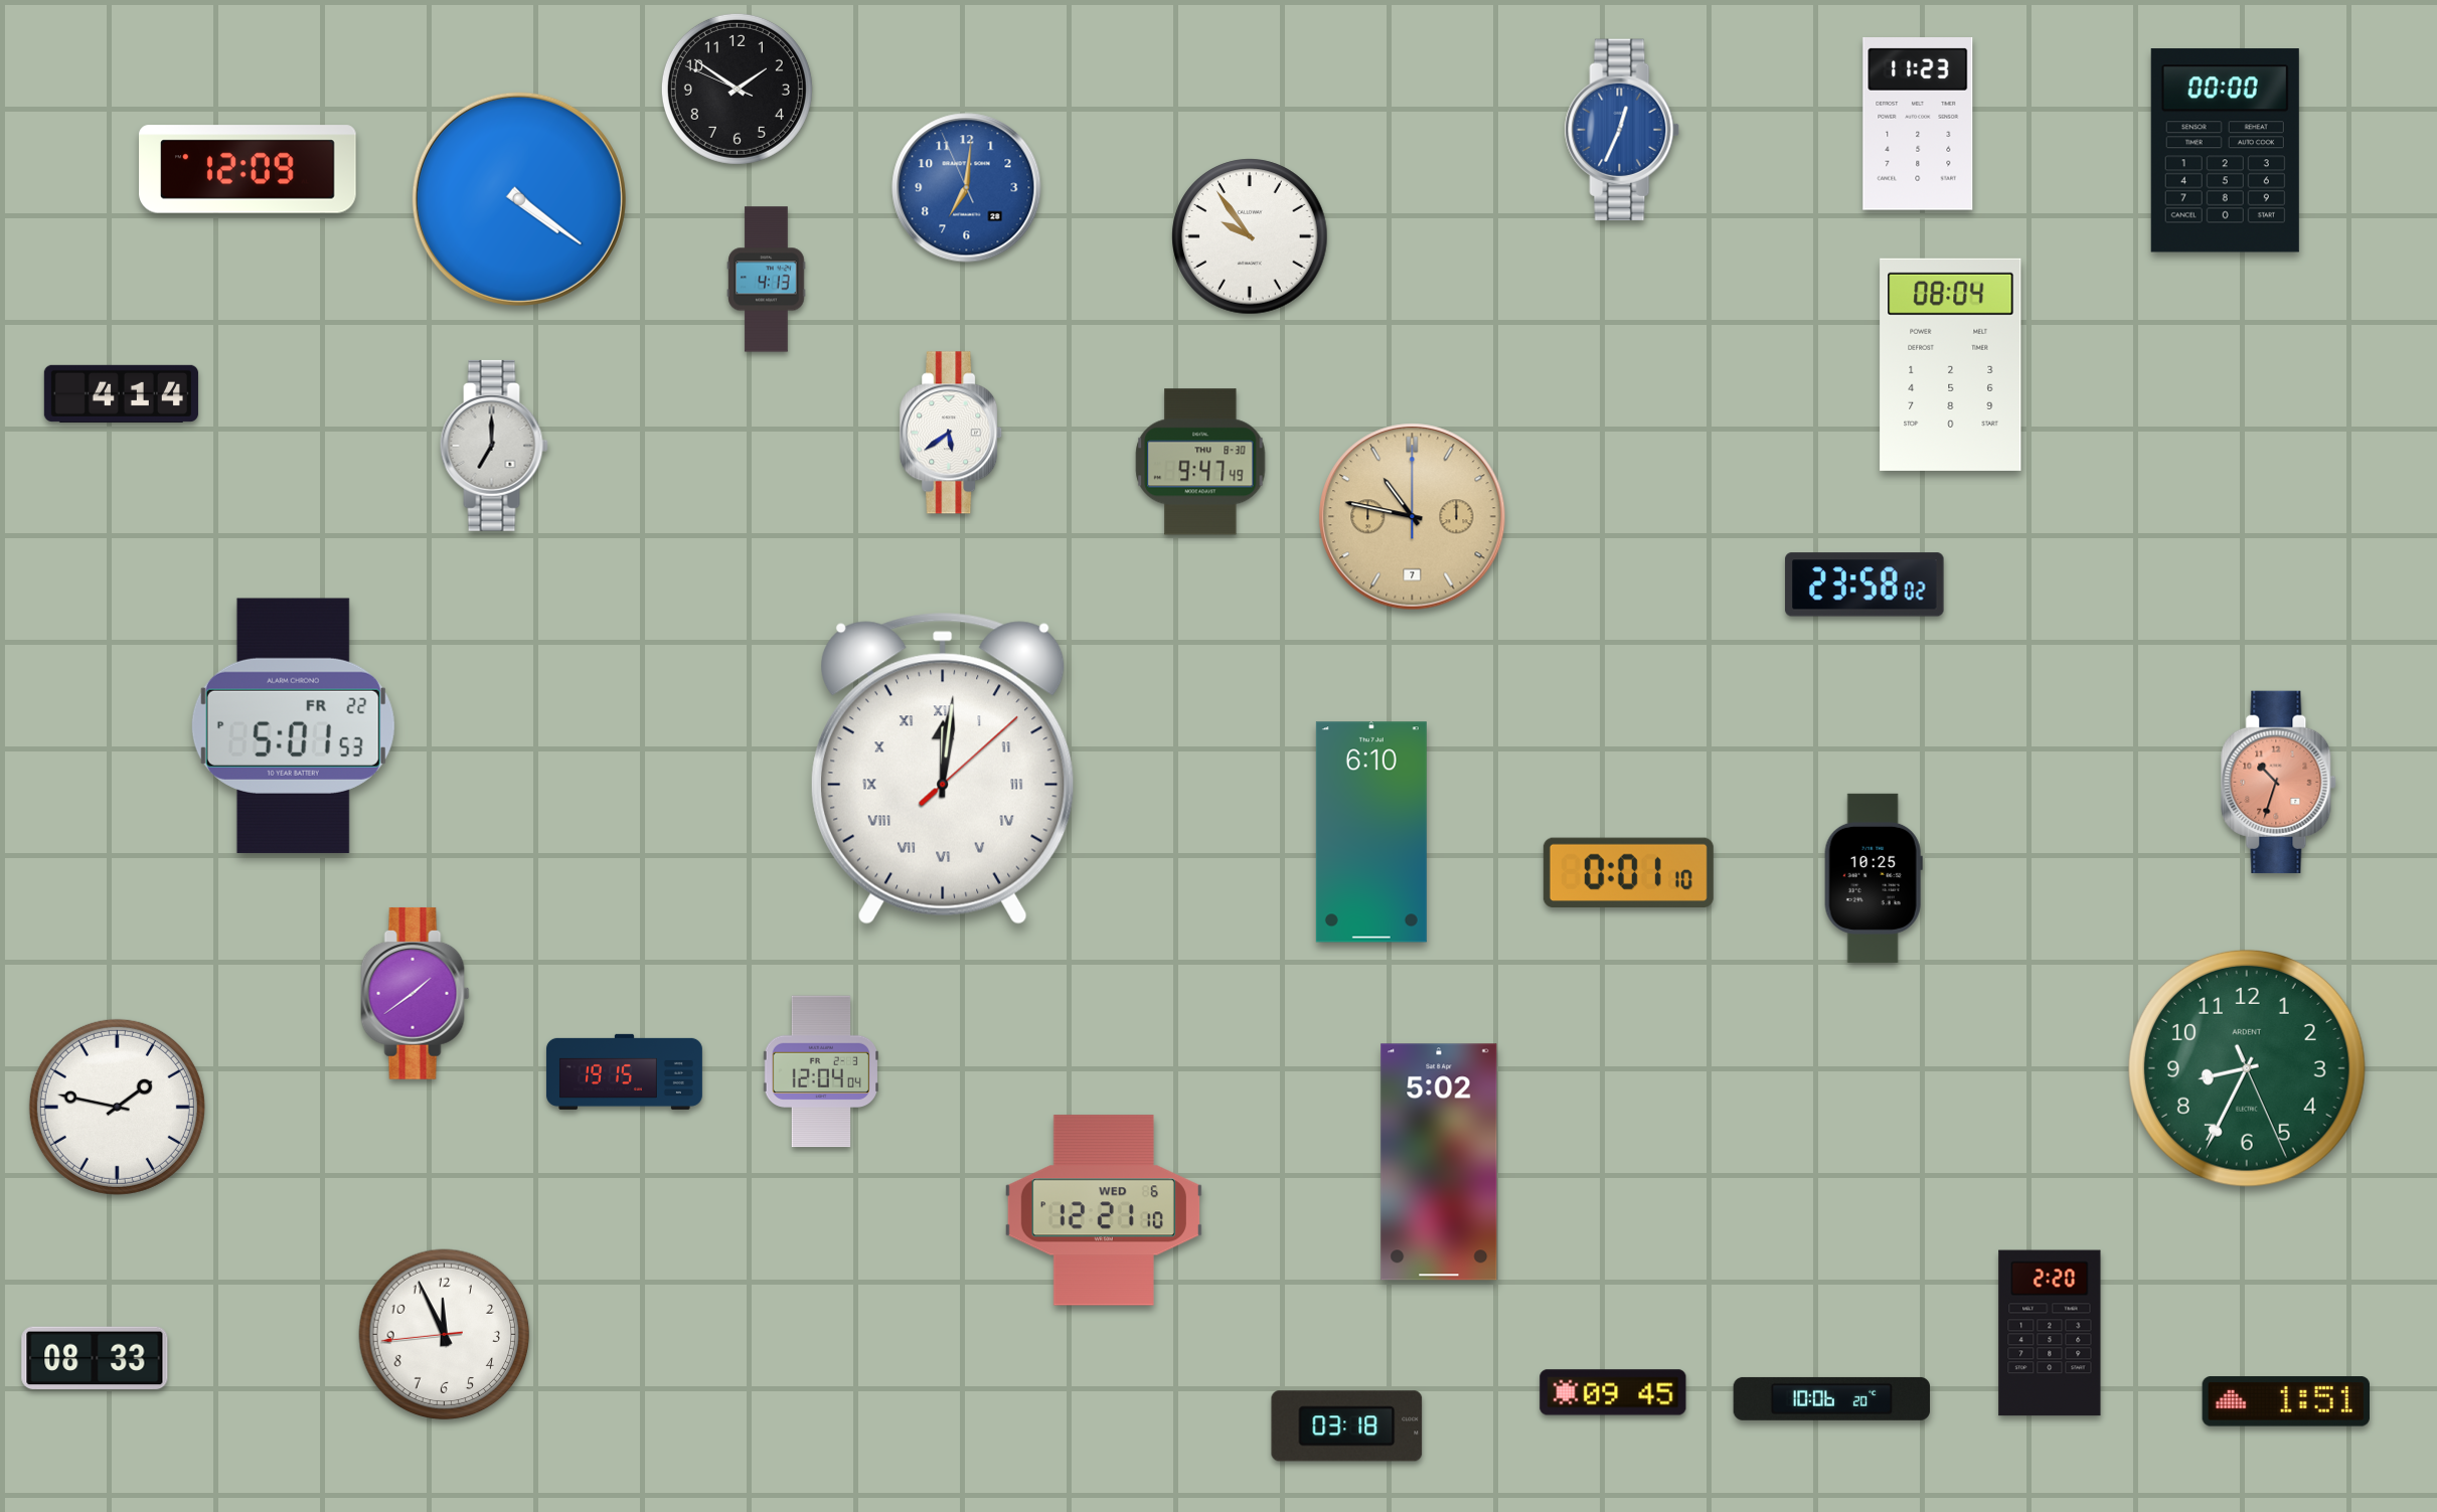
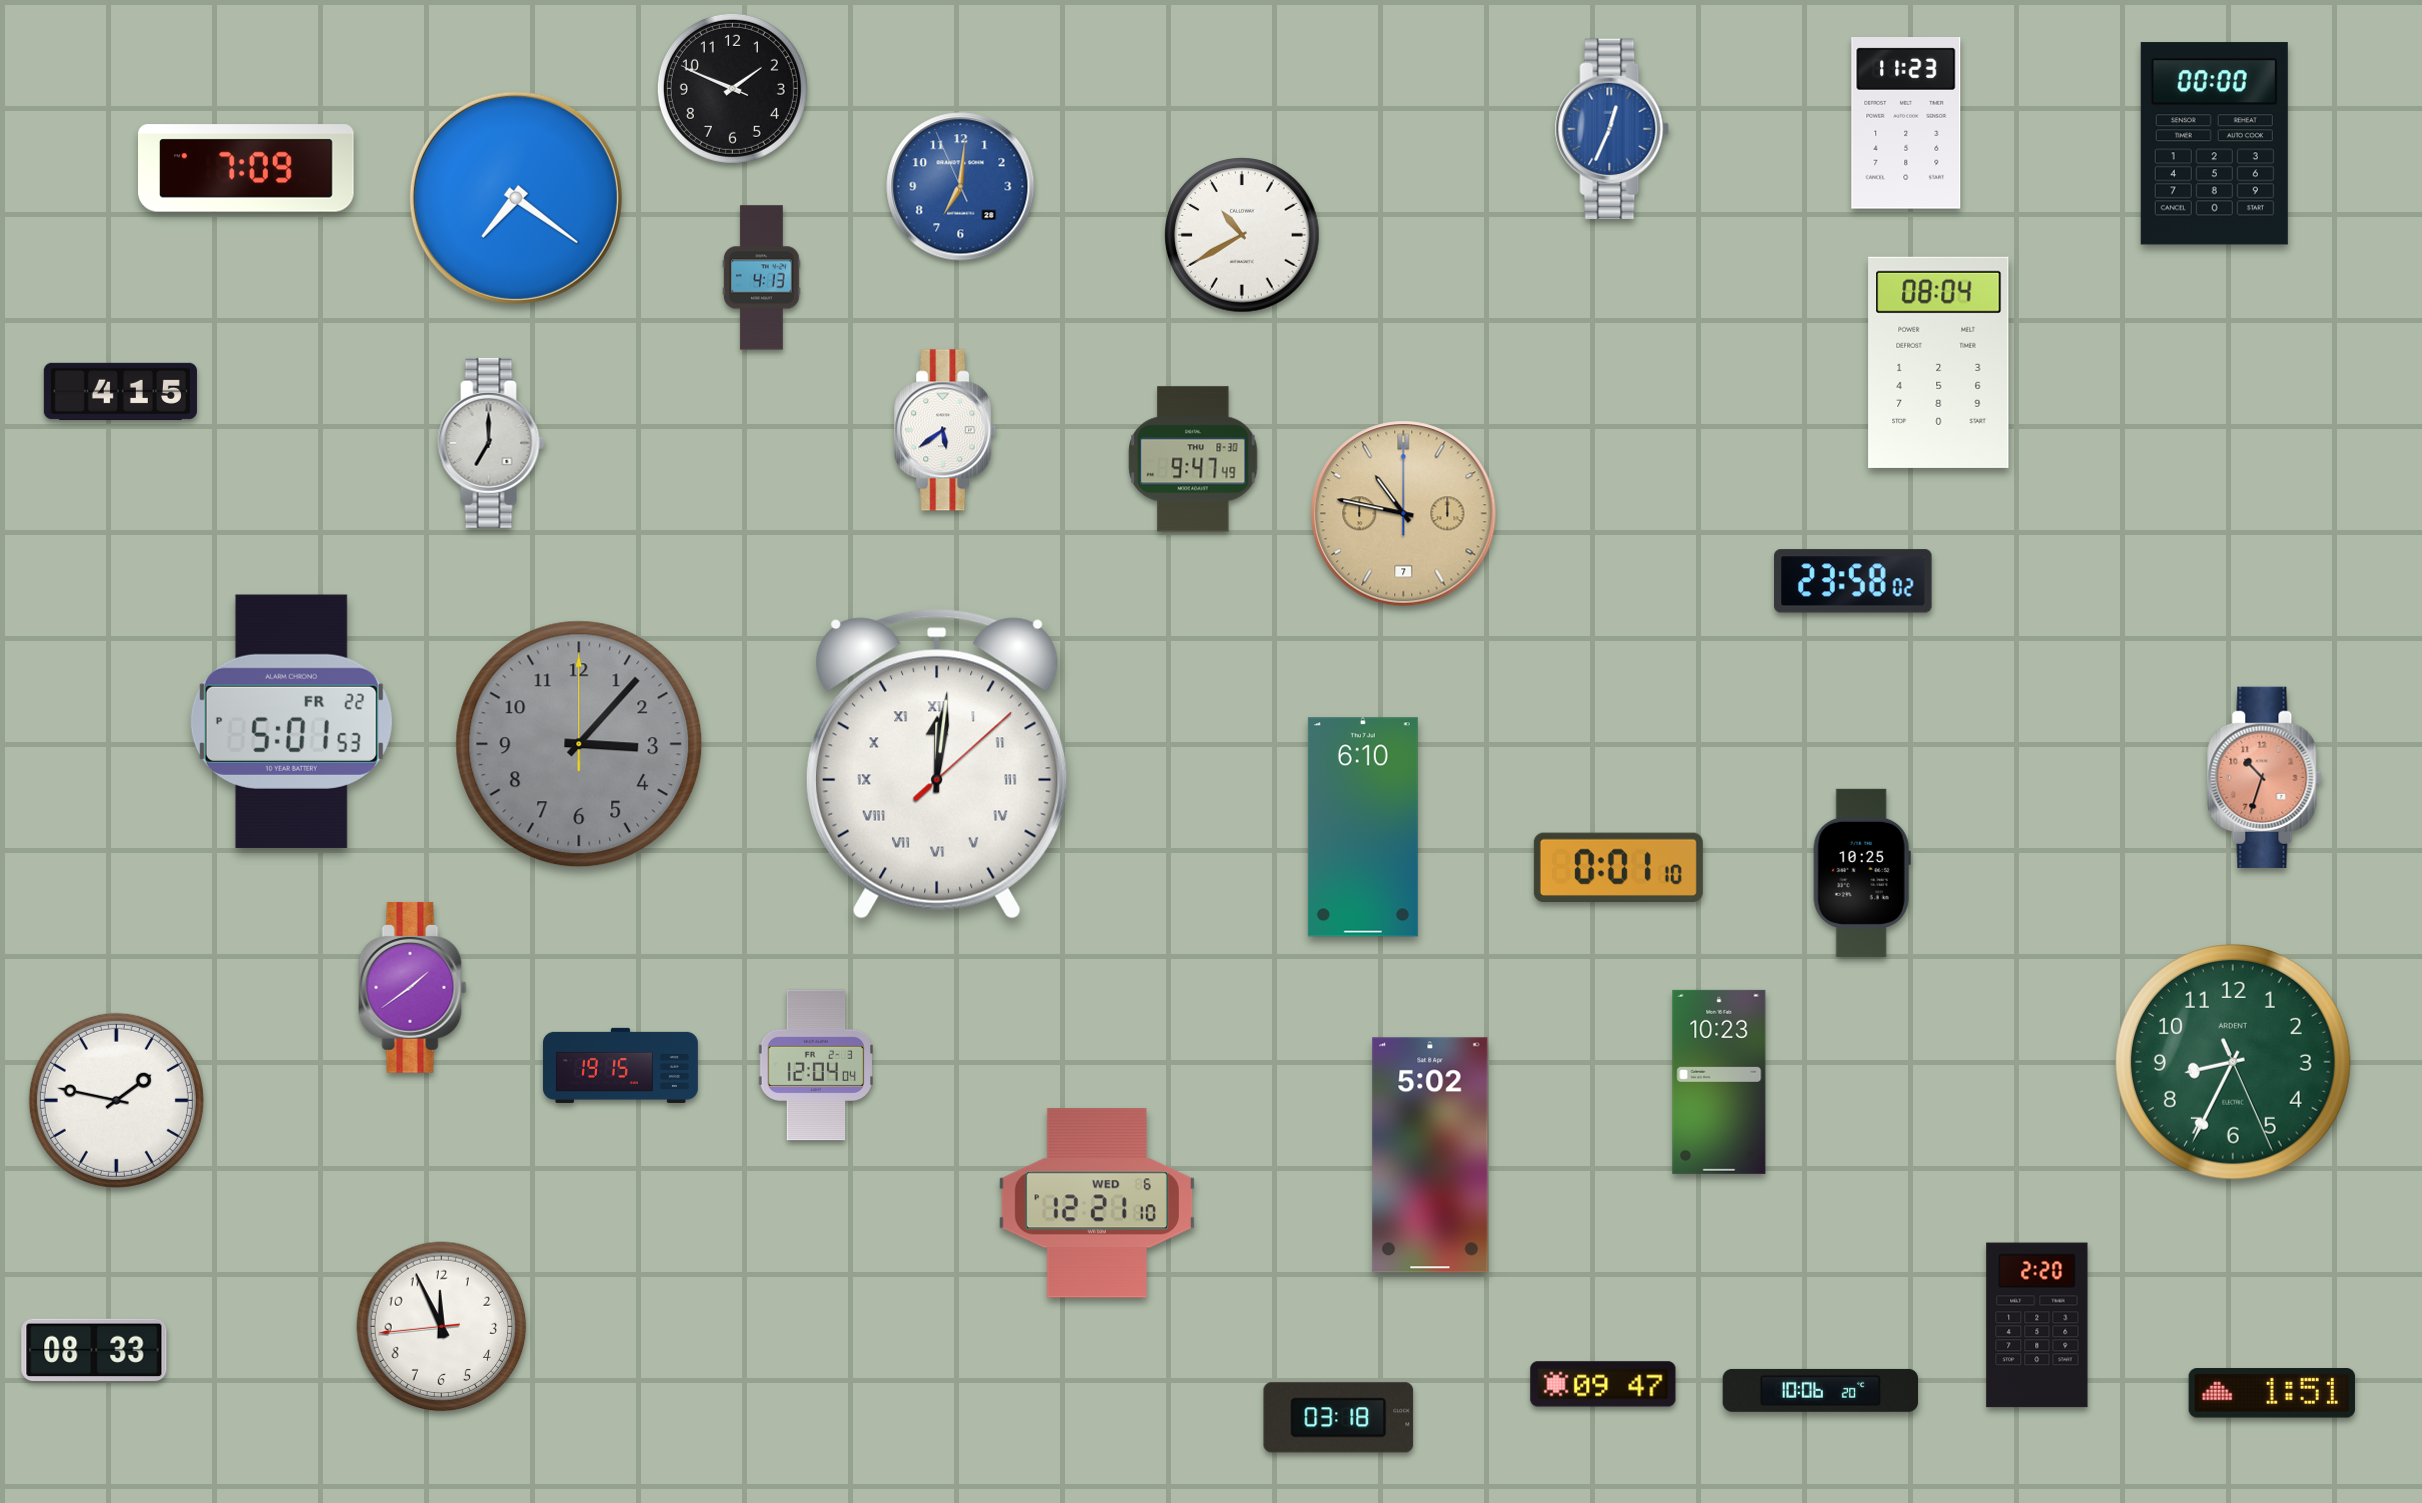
clock at (737, 89): 1:50 -> 1:48
clock at (2225, 151) position: (2225, 151) -> (2214, 144)
clock at (248, 169): 12:09 -> 7:09
clock at (519, 199): 4:21 -> 7:21
clock at (1250, 236): 9:54 -> 10:40
clock at (121, 393): 4:14 -> 4:15
clock at (579, 744): none -> 3:07
clock at (1719, 1082): none -> 10:23
clock at (1613, 1392): 09:45 -> 09:47
